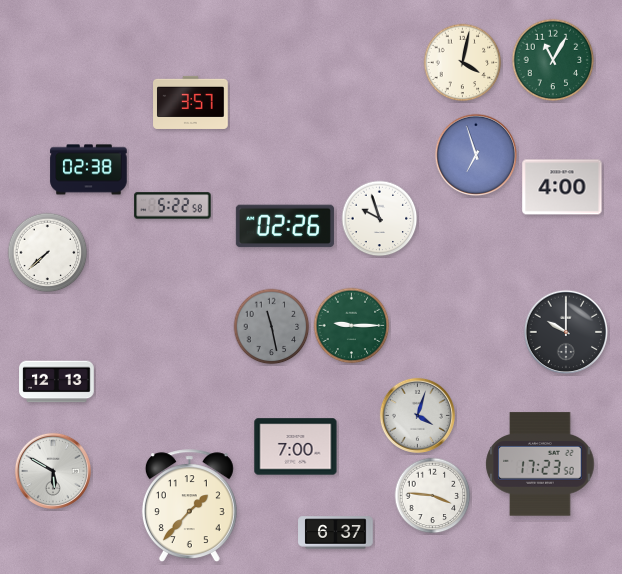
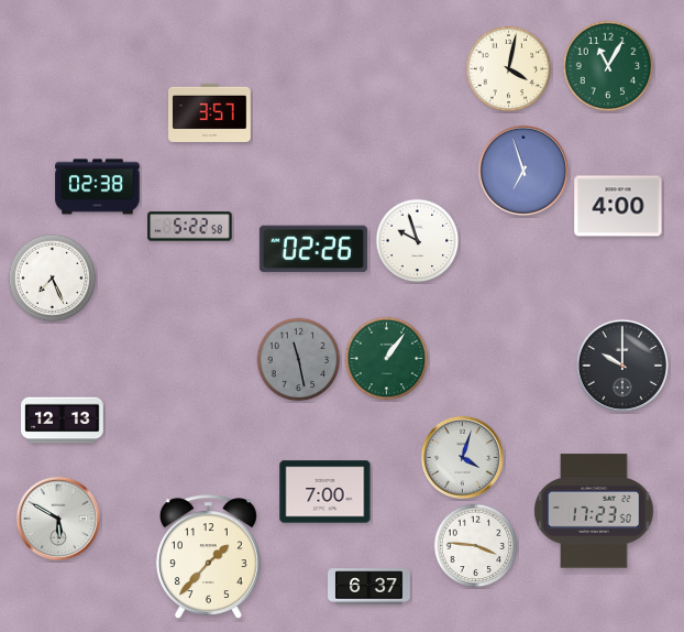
clock at (48, 253): 7:38 -> 7:26
clock at (352, 326): 9:15 -> 1:06
clock at (417, 415) position: (417, 415) -> (462, 457)
